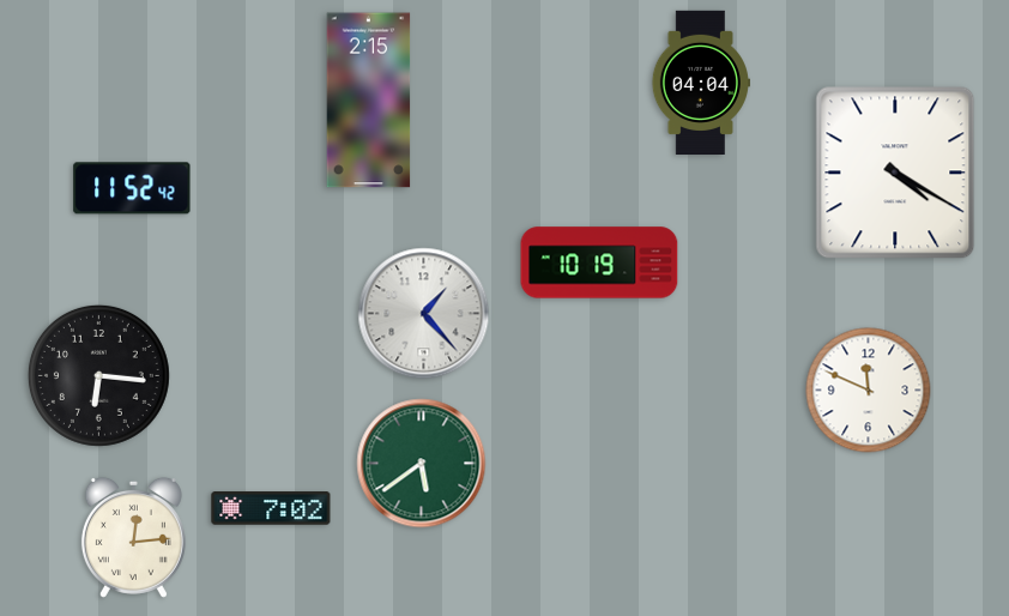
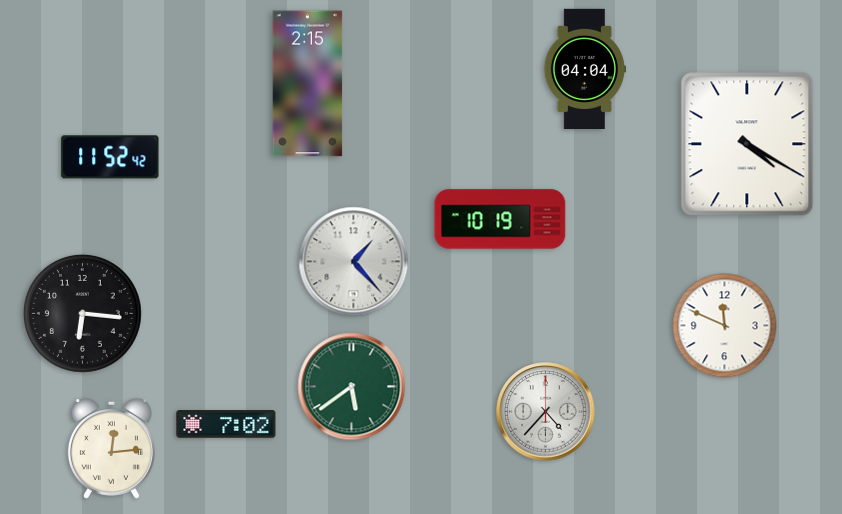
clock at (546, 412): none -> 4:37
